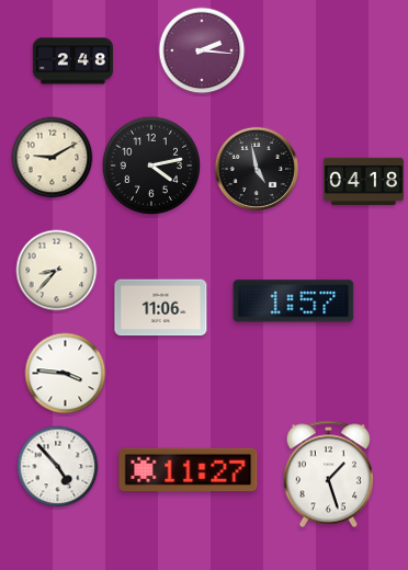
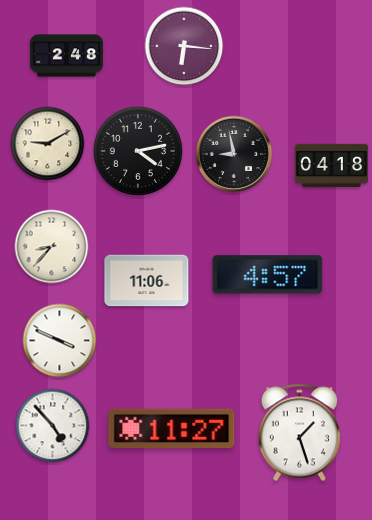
clock at (202, 50): 2:16 -> 6:16
clock at (257, 169): 4:58 -> 8:58
clock at (294, 301): 1:57 -> 4:57
clock at (66, 374): 3:46 -> 3:49
